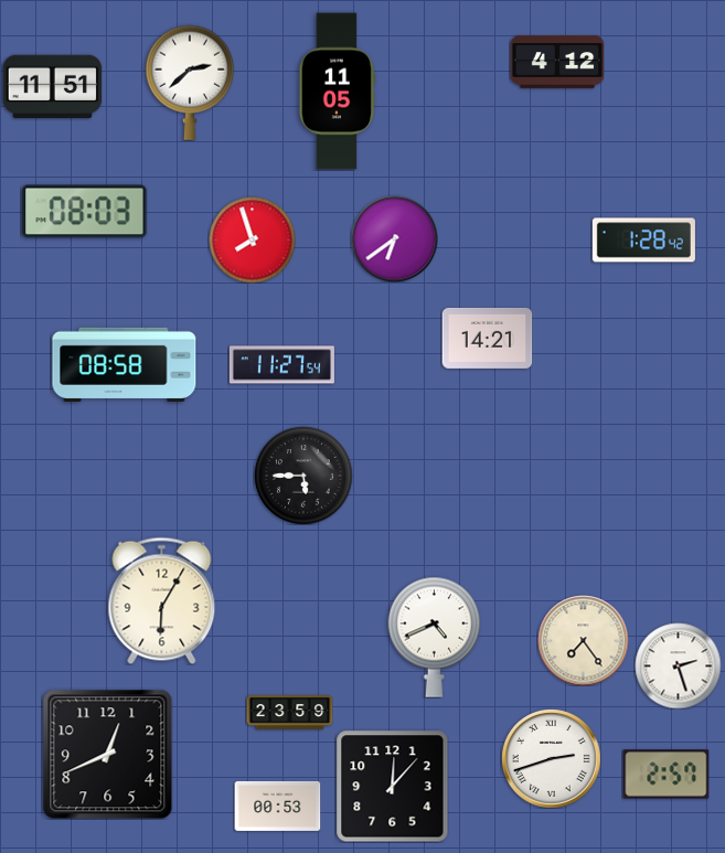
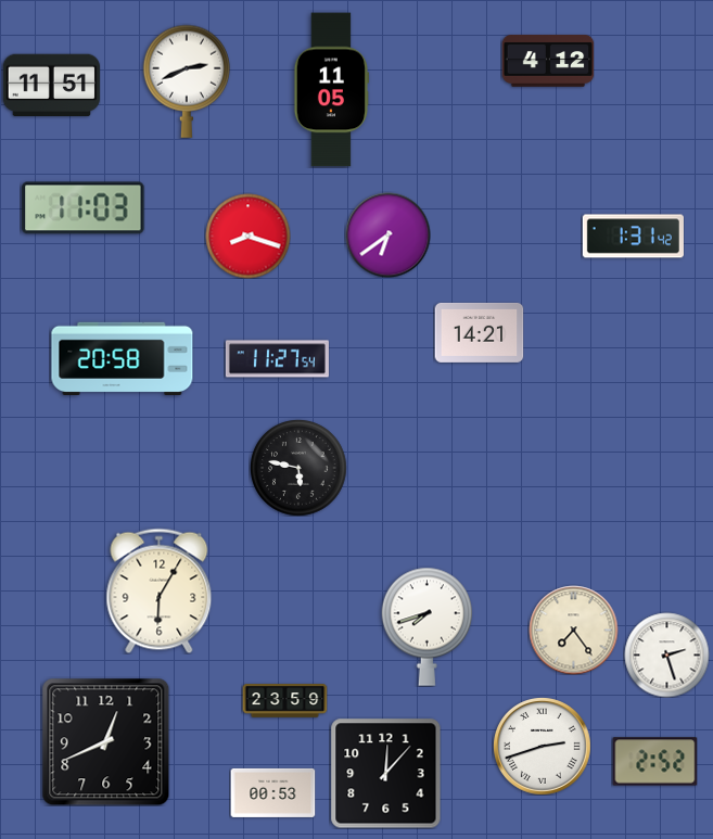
clock at (190, 83): 2:38 -> 2:41
clock at (85, 212): 08:03 -> 11:03
clock at (252, 239): 7:57 -> 8:18
clock at (643, 241): 1:28 -> 1:31
clock at (125, 364): 08:58 -> 20:58
clock at (303, 476): 5:45 -> 5:47
clock at (435, 637): 4:41 -> 7:42
clock at (665, 775): 2:57 -> 2:52
